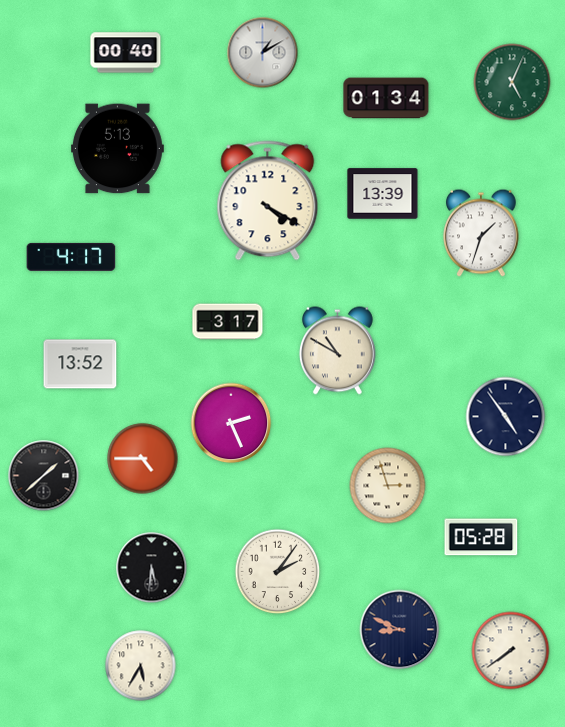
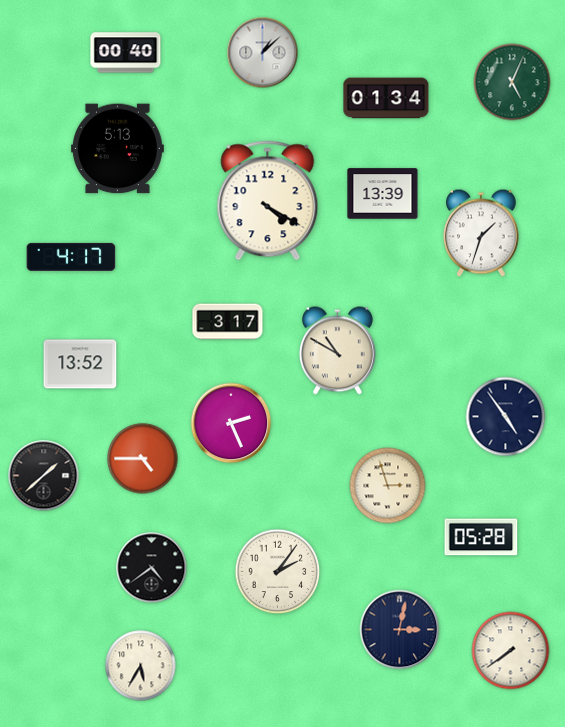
clock at (263, 53): 1:10 -> 1:08
clock at (152, 568): 5:31 -> 4:39
clock at (400, 630): 8:49 -> 3:02
